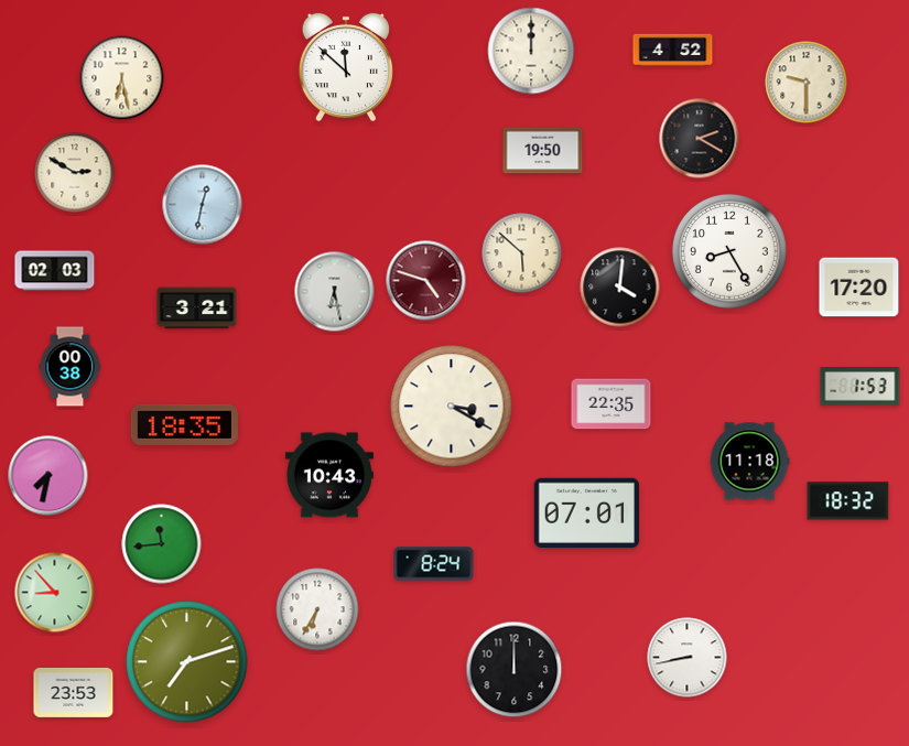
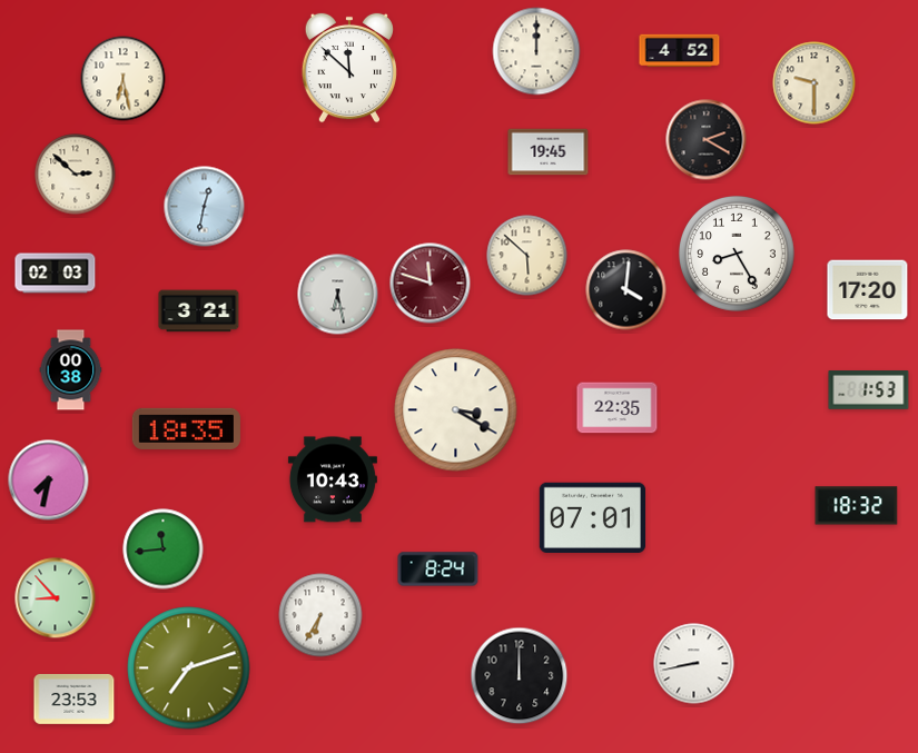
clock at (543, 151): 19:50 -> 19:45
clock at (75, 173): 2:50 -> 2:52
clock at (426, 281): 4:48 -> 11:48
clock at (749, 462): 11:18 -> none
